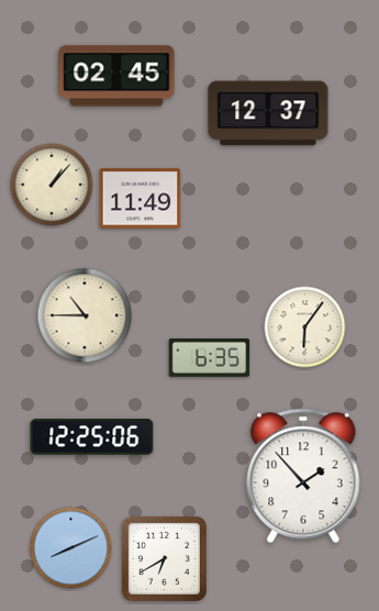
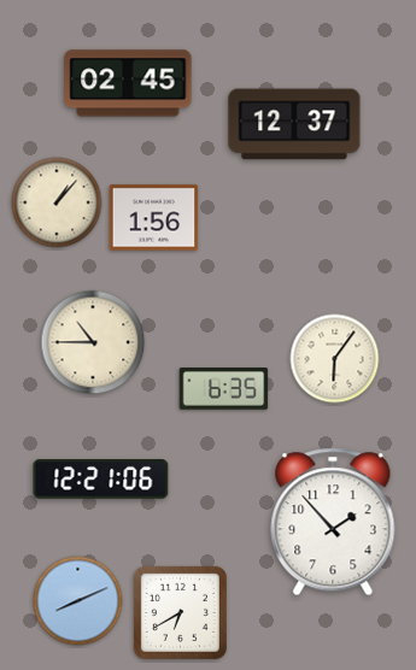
clock at (141, 199): 11:49 -> 1:56
clock at (85, 315) position: (85, 315) -> (93, 342)
clock at (210, 358) position: (210, 358) -> (224, 389)
clock at (92, 437): 12:25 -> 12:21
